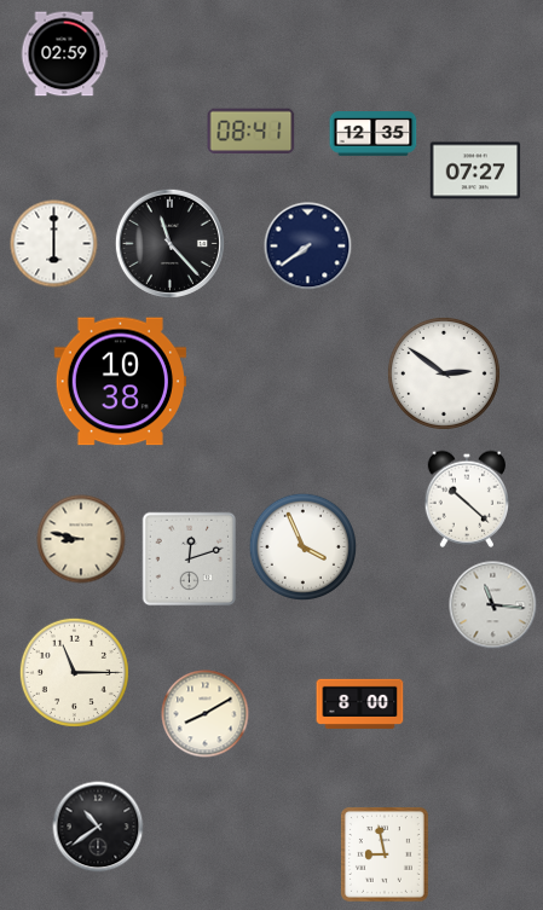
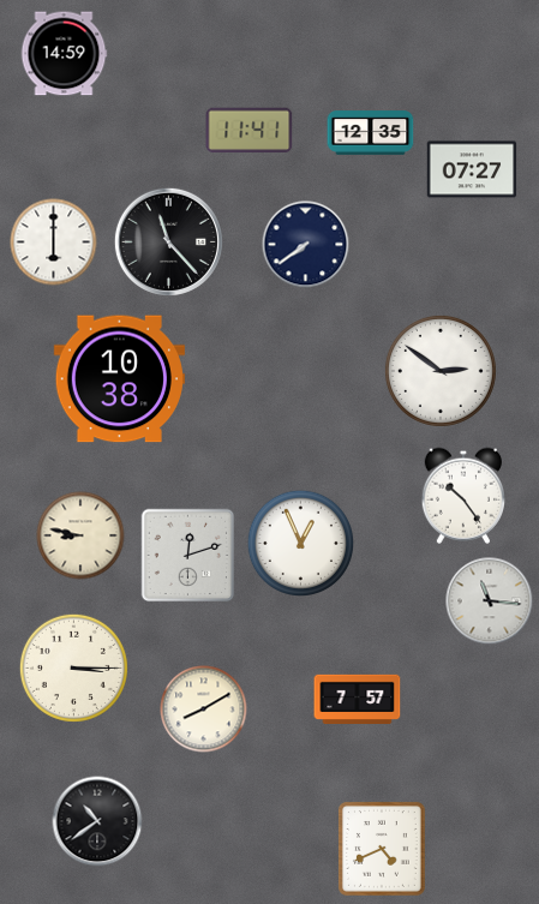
clock at (64, 54): 02:59 -> 14:59
clock at (252, 131): 08:41 -> 11:41
clock at (466, 499): 10:22 -> 10:24
clock at (302, 546): 3:56 -> 12:56
clock at (74, 672): 11:15 -> 3:15
clock at (360, 703): 8:00 -> 7:57
clock at (385, 854): 8:58 -> 4:41
